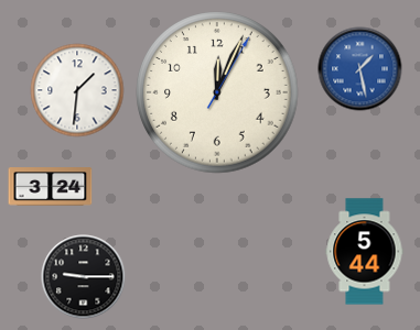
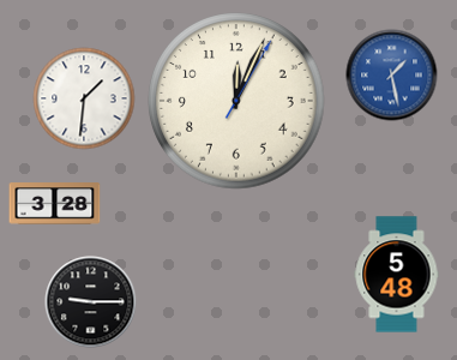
clock at (51, 187): 3:24 -> 3:28
clock at (365, 252): 5:44 -> 5:48
